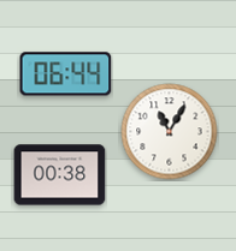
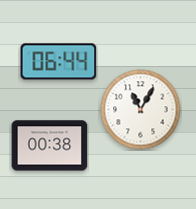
clock at (66, 74) position: (66, 74) -> (59, 62)
